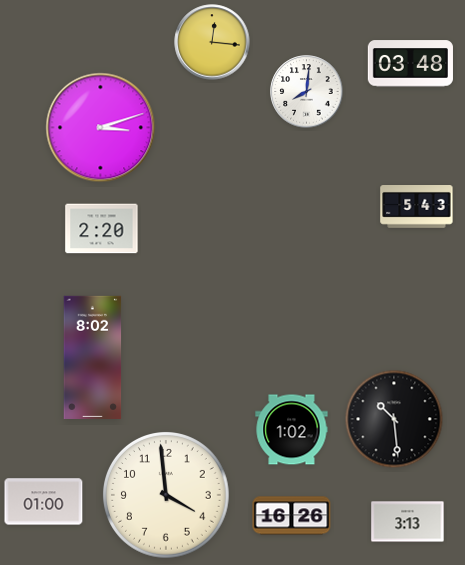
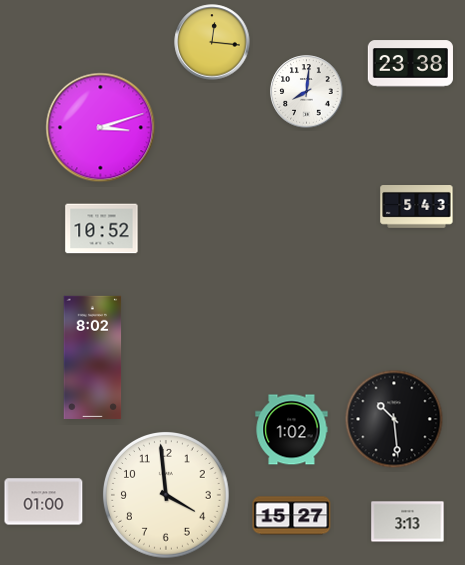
clock at (410, 64): 03:48 -> 23:38
clock at (102, 229): 2:20 -> 10:52
clock at (292, 516): 16:26 -> 15:27
